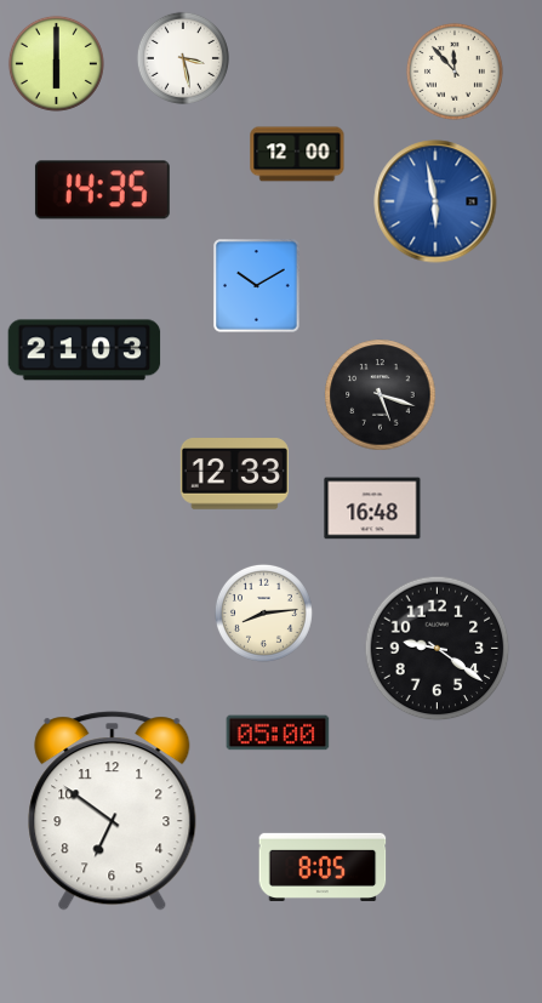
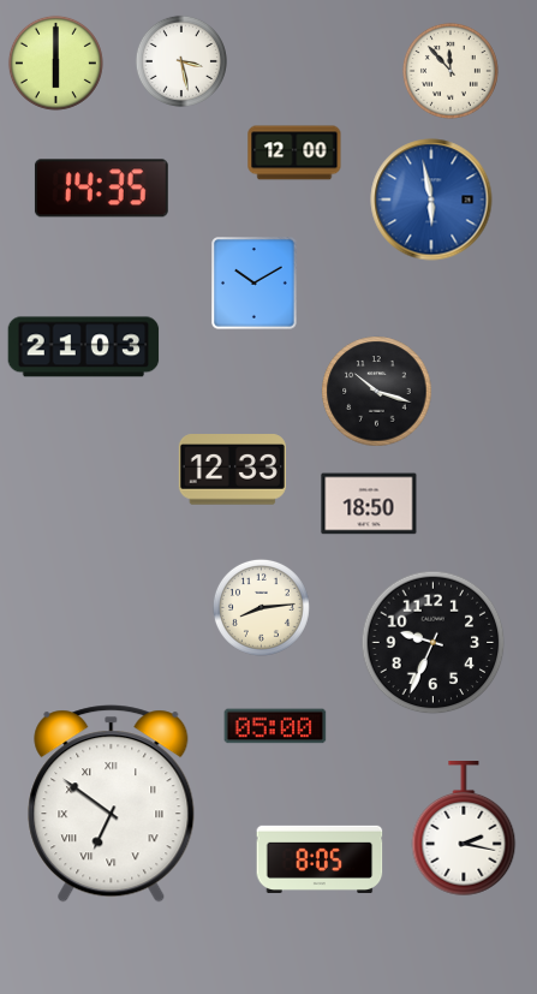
clock at (183, 58) position: (183, 58) -> (181, 61)
clock at (381, 395): 5:18 -> 10:18
clock at (372, 508): 16:48 -> 18:50
clock at (438, 649): 9:21 -> 9:34
clock at (113, 811) numerals: Arabic -> Roman
clock at (464, 829): none -> 2:17
